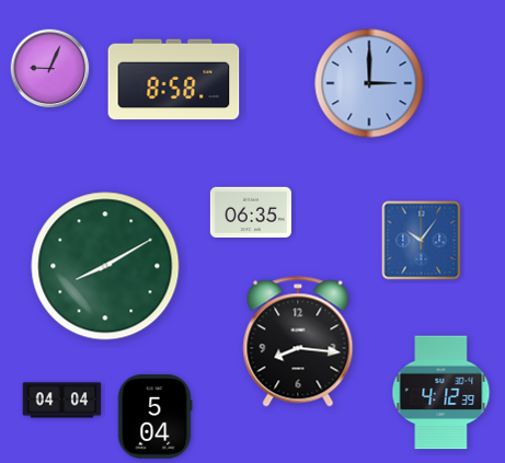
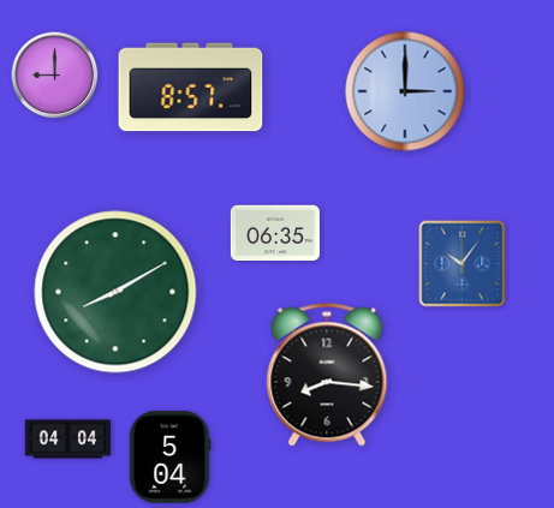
clock at (50, 69): 9:04 -> 9:00
clock at (174, 80): 8:58 -> 8:57
clock at (441, 393): 4:12 -> none
